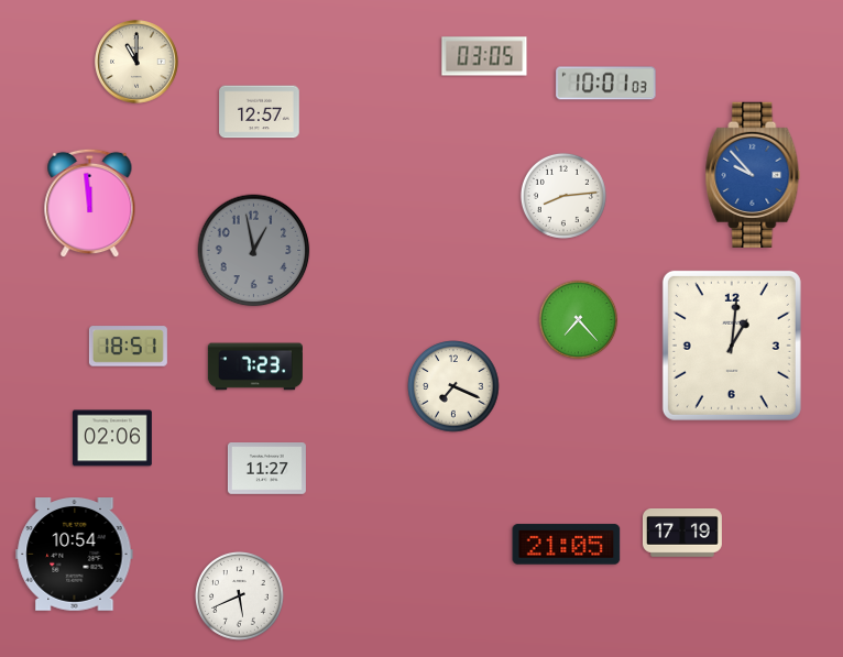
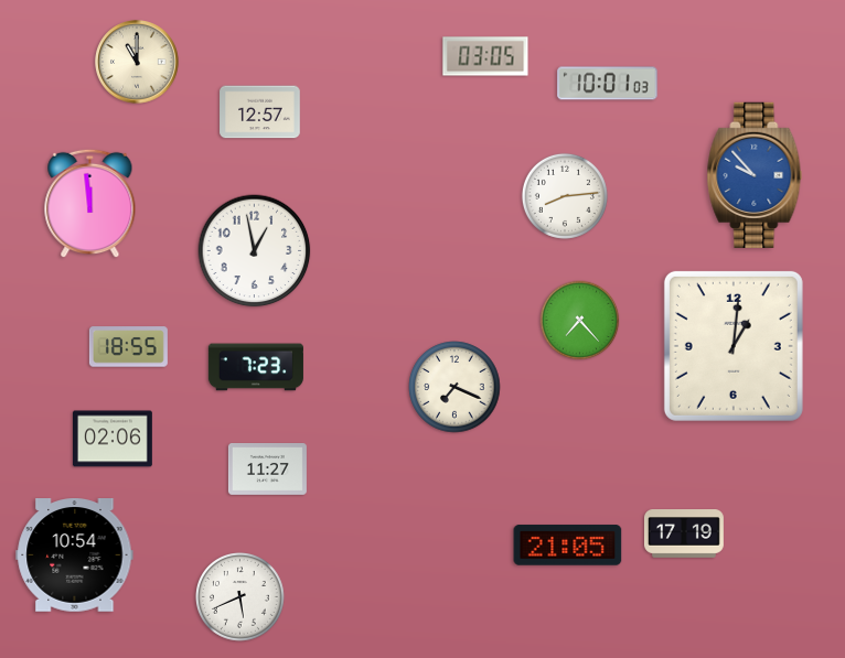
clock at (254, 251) dial: grey -> white
clock at (128, 347): 18:51 -> 18:55
